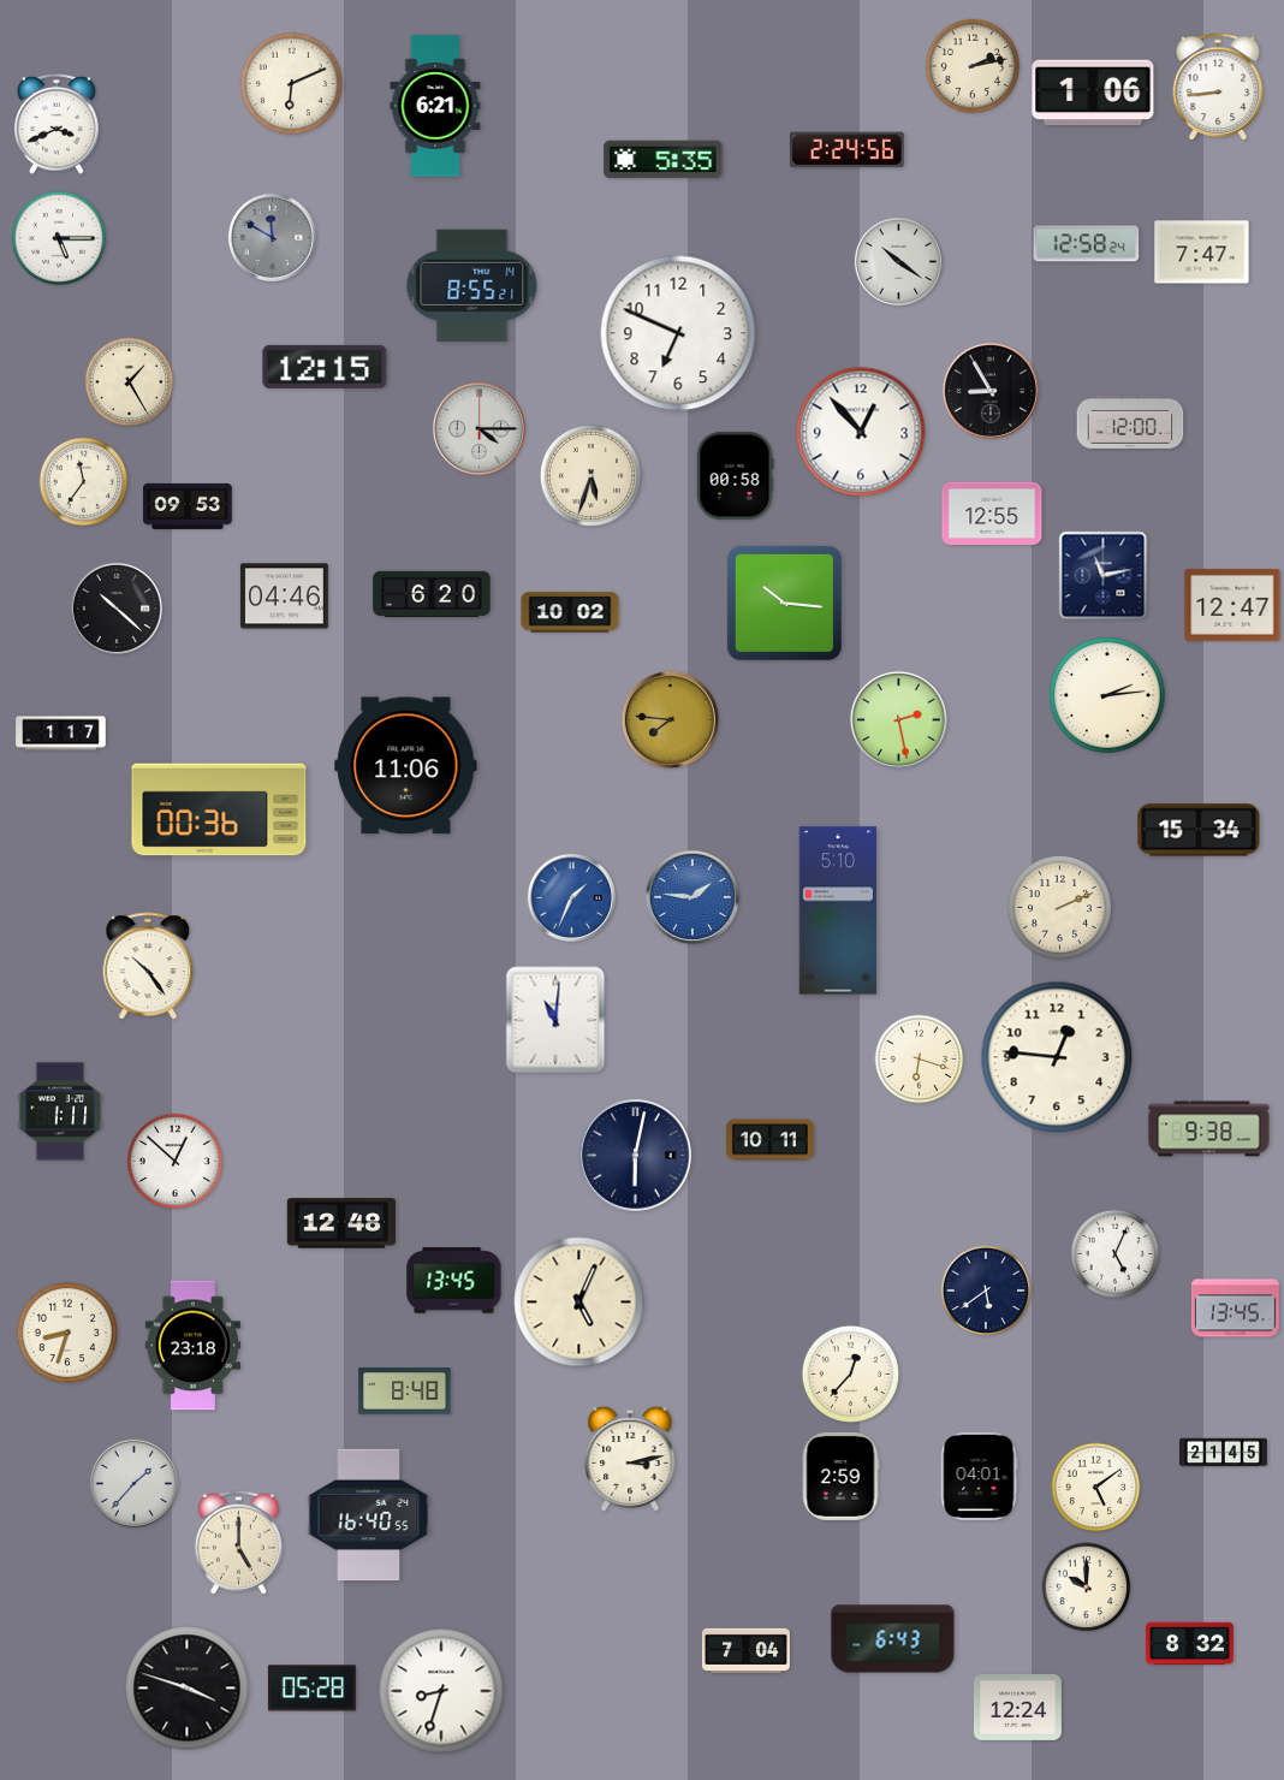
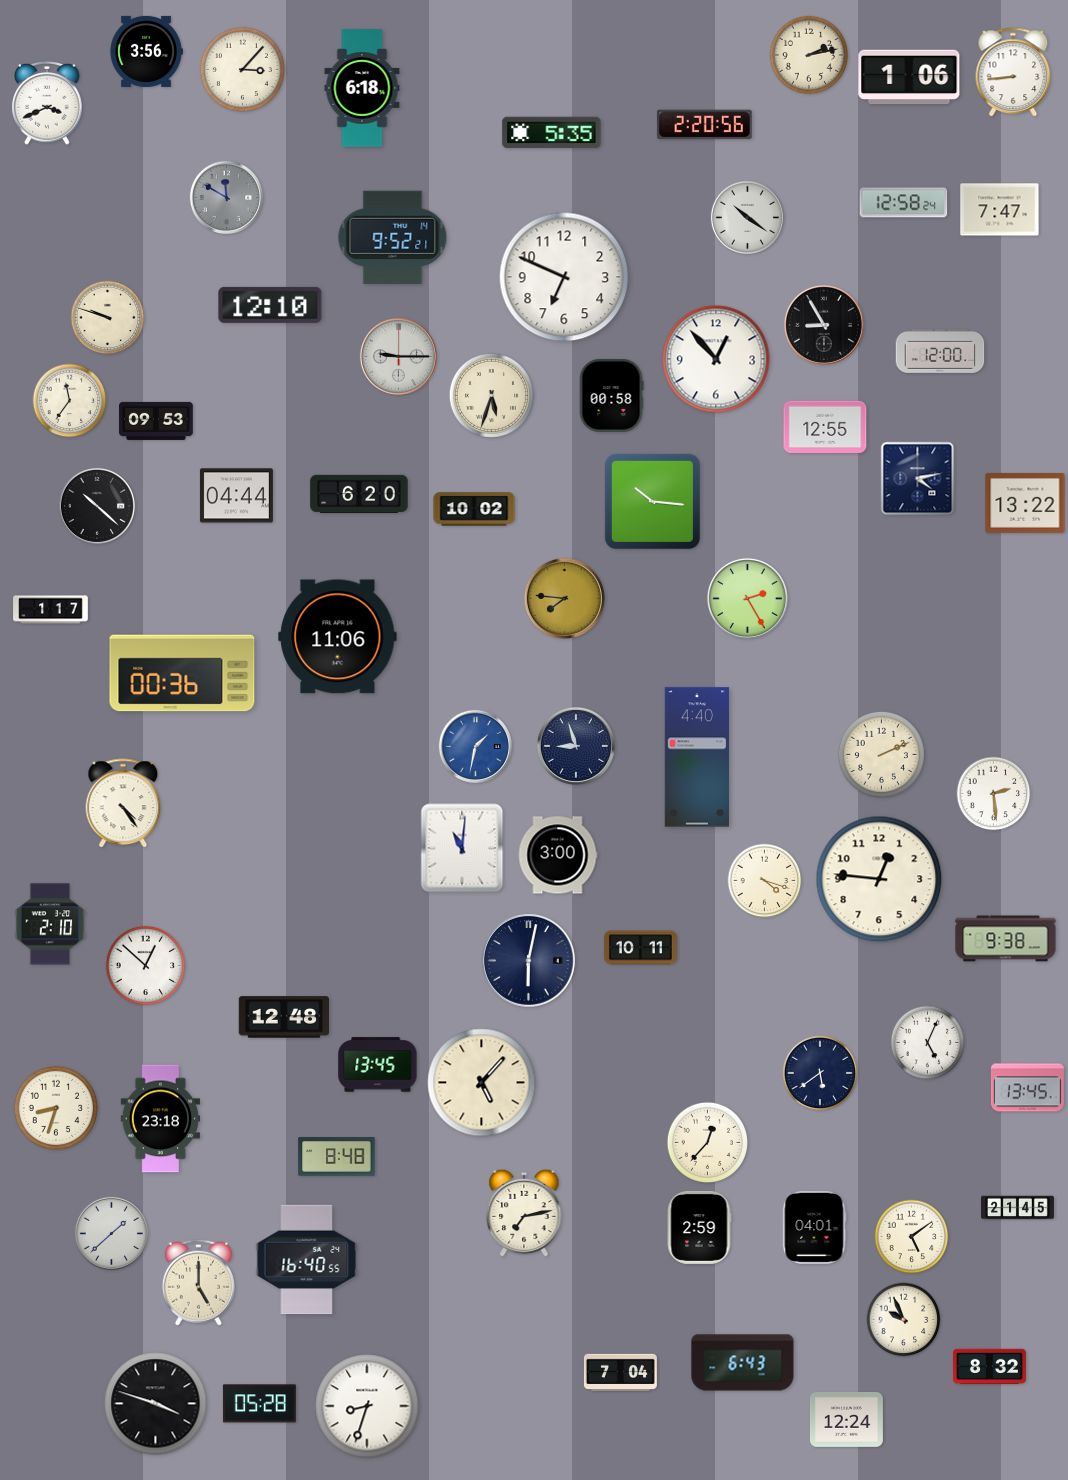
clock at (146, 51): none -> 3:56
clock at (291, 83): 6:11 -> 3:07
clock at (435, 106): 6:21 -> 6:18
clock at (846, 150): 2:24 -> 2:20
clock at (59, 238): 5:15 -> none
clock at (472, 285): 8:55 -> 9:52
clock at (325, 367): 12:15 -> 12:10
clock at (130, 382): 1:25 -> 9:48
clock at (478, 428): 4:15 -> 9:15
clock at (1104, 576): 11:13 -> 4:13
clock at (284, 597): 04:46 -> 04:44
clock at (1232, 605): 12:47 -> 13:22
clock at (1107, 695): 2:14 -> none
clock at (670, 719) position: (670, 719) -> (564, 598)
clock at (898, 719): 2:28 -> 2:25
clock at (1199, 830): 15:34 -> none
clock at (571, 897): 1:34 -> 1:32
clock at (692, 897): 1:46 -> 8:57
clock at (692, 897) dial: blue -> navy
clock at (838, 910): 5:10 -> 4:40
clock at (994, 794): none -> 2:29
clock at (148, 966): 10:24 -> 4:24
clock at (558, 855): none -> 3:00
clock at (920, 1060): 6:18 -> 4:18
clock at (60, 1111): 1:11 -> 2:10
clock at (579, 1303): 5:04 -> 5:07
clock at (630, 1459): 3:13 -> 7:13
clock at (133, 1483): 1:37 -> 1:38
clock at (1087, 1588): 10:00 -> 9:56
